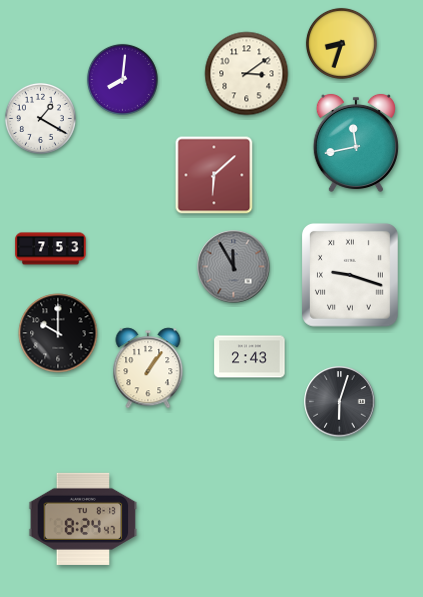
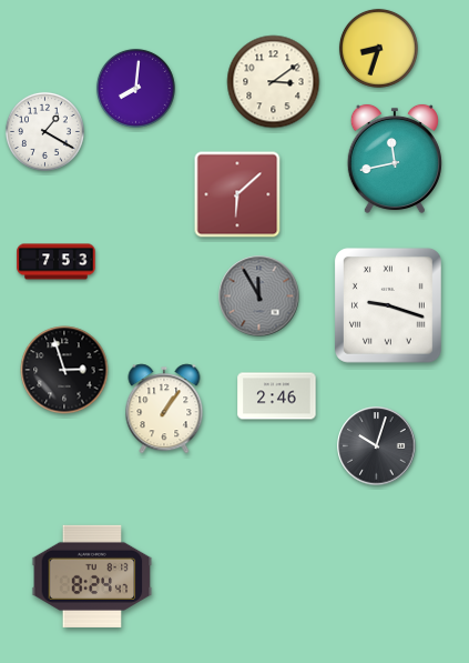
clock at (51, 249) position: (51, 249) -> (57, 262)
clock at (58, 333): 10:00 -> 2:57
clock at (250, 357): 2:43 -> 2:46
clock at (340, 402): 6:03 -> 10:03
